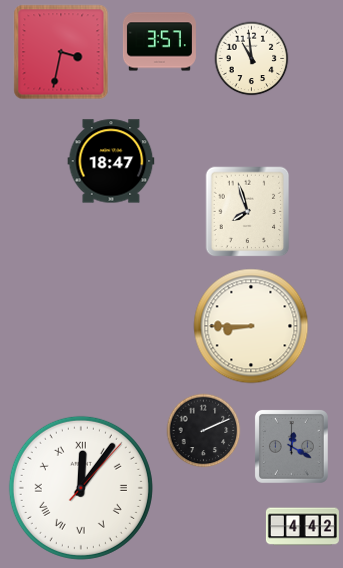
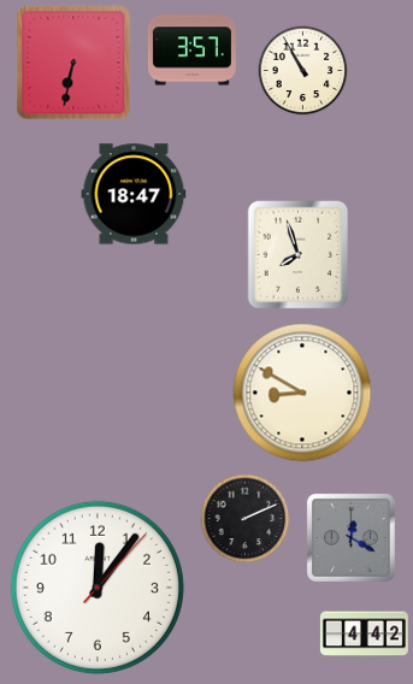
clock at (61, 52): 3:32 -> 6:32
clock at (252, 59): 10:59 -> 10:55
clock at (251, 326): 8:45 -> 8:50
clock at (81, 488) numerals: Roman -> Arabic
